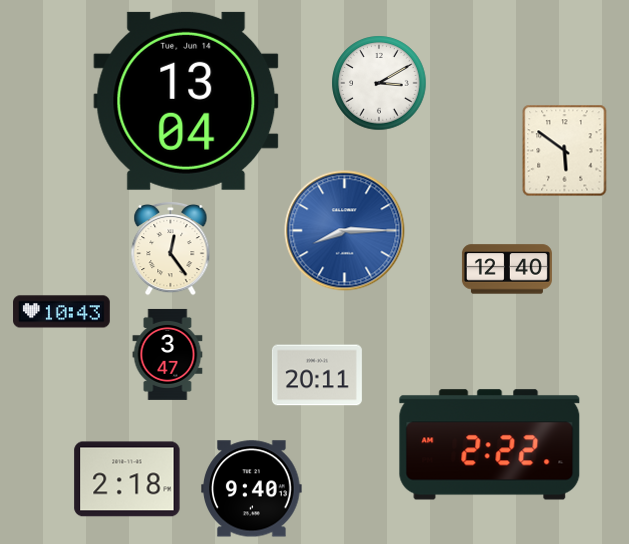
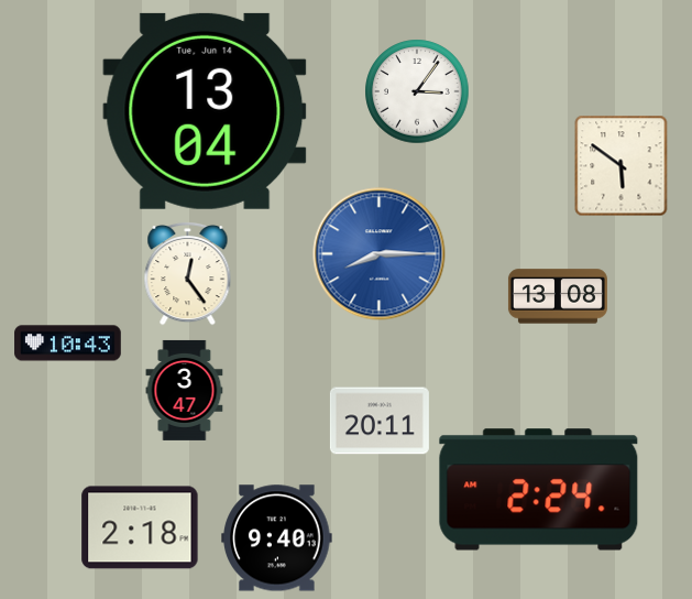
clock at (379, 83): 3:10 -> 3:06
clock at (507, 269): 12:40 -> 13:08
clock at (317, 375) position: (317, 375) -> (380, 421)
clock at (490, 445): 2:22 -> 2:24
